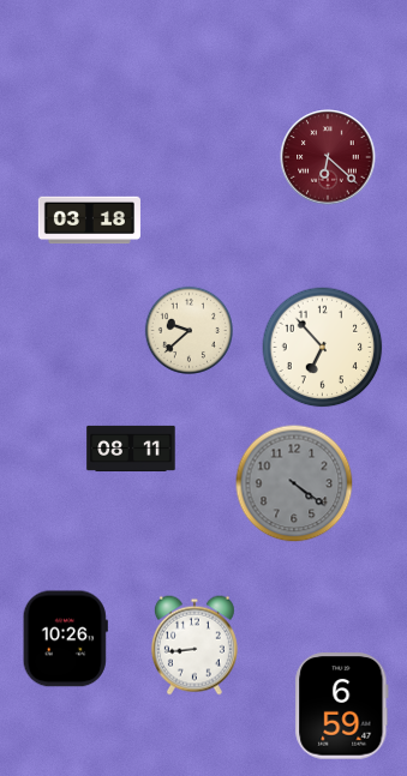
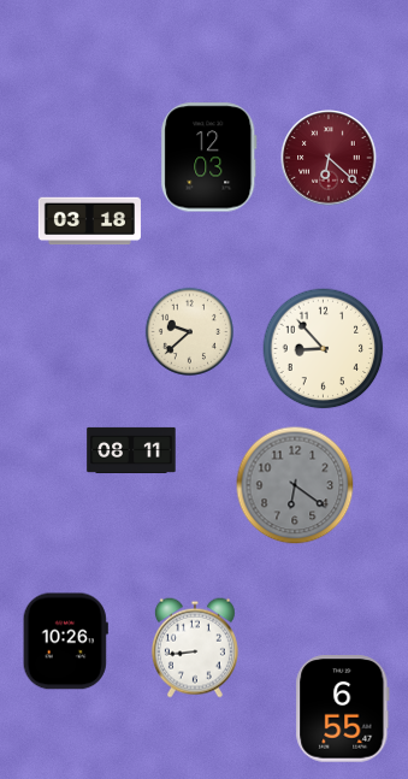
clock at (209, 158): none -> 12:03
clock at (323, 348): 6:53 -> 8:53
clock at (294, 483): 4:21 -> 6:21
clock at (342, 706): 6:59 -> 6:55
